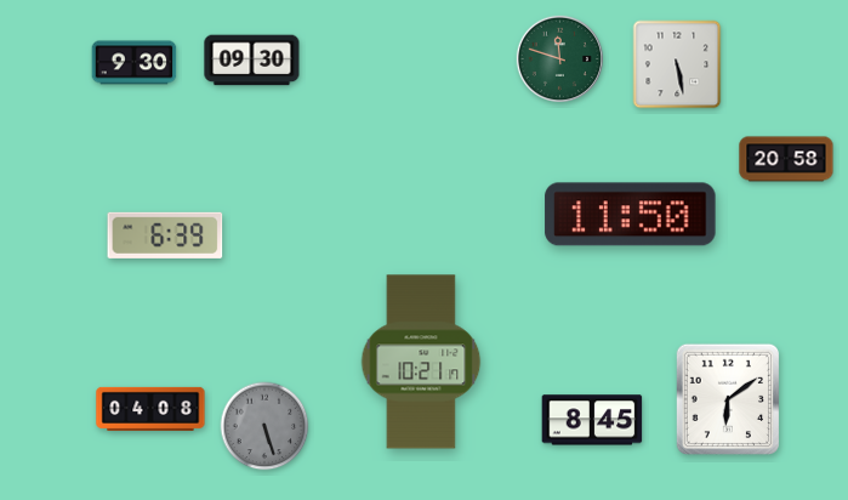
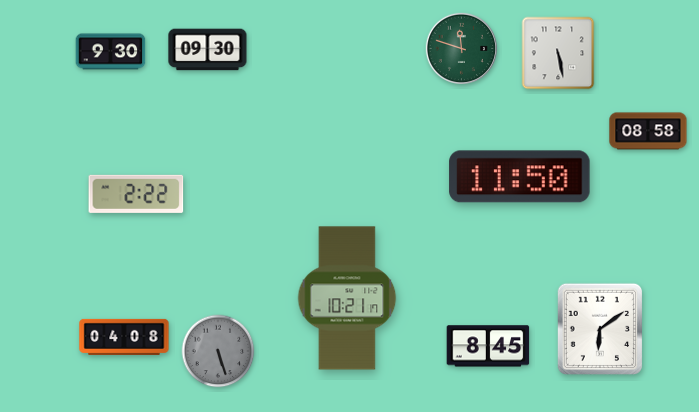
clock at (786, 159): 20:58 -> 08:58
clock at (165, 235): 6:39 -> 2:22
